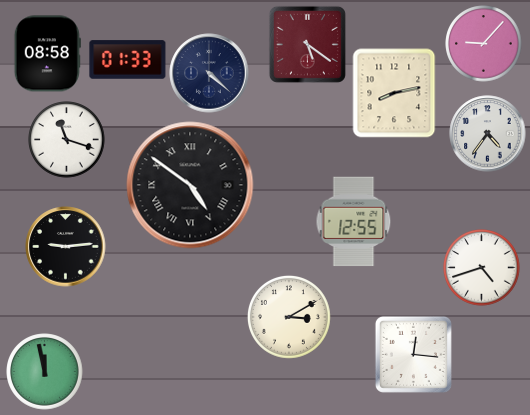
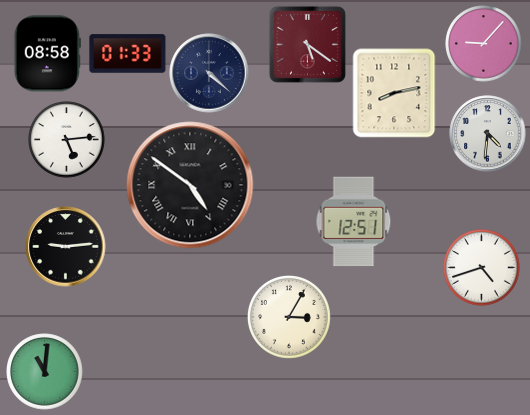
clock at (128, 60) position: (128, 60) -> (128, 54)
clock at (488, 134): 4:36 -> 4:31
clock at (67, 140): 11:18 -> 5:14
clock at (354, 222): 12:55 -> 12:51
clock at (289, 317): 3:10 -> 3:05
clock at (413, 354): 12:16 -> none
clock at (45, 372): 11:58 -> 11:01
